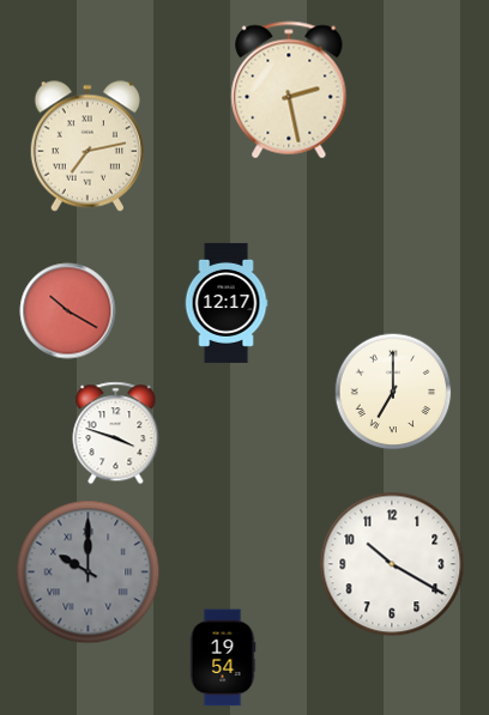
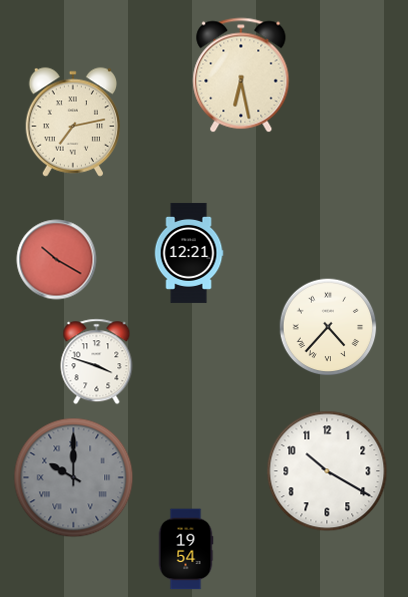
clock at (289, 90): 2:28 -> 6:28
clock at (227, 303): 12:17 -> 12:21
clock at (393, 392): 7:00 -> 4:37
